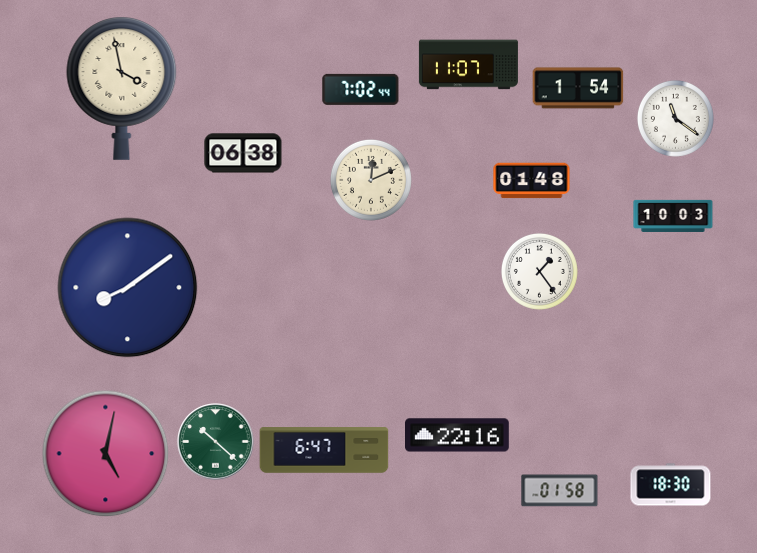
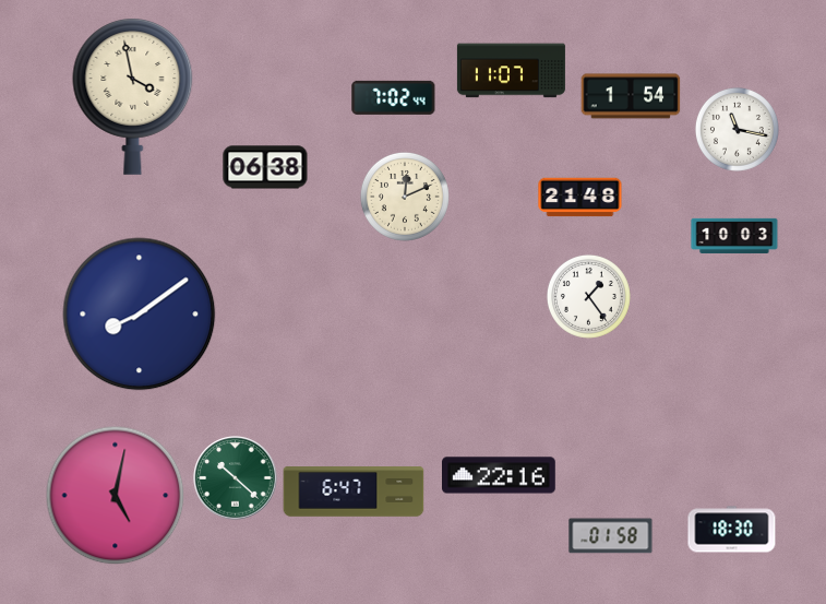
clock at (675, 118): 11:21 -> 11:17
clock at (532, 181): 01:48 -> 21:48
clock at (216, 442) position: (216, 442) -> (236, 478)
